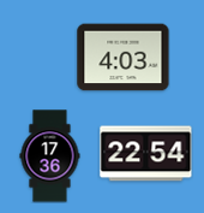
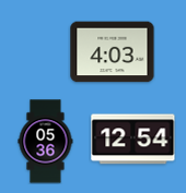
clock at (146, 154): 22:54 -> 12:54
clock at (50, 156): 17:36 -> 05:36
